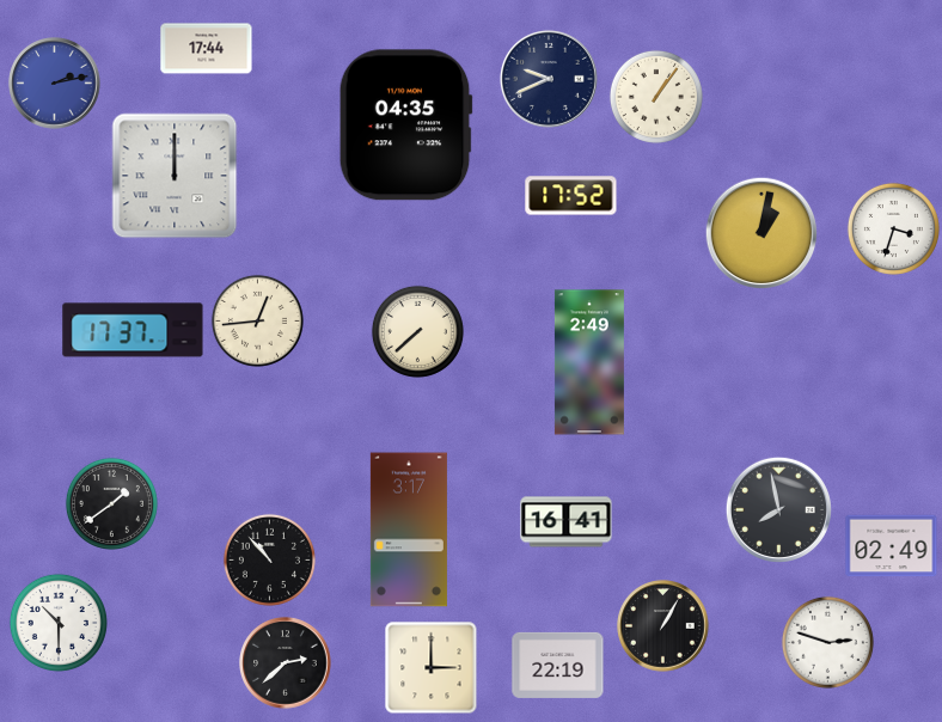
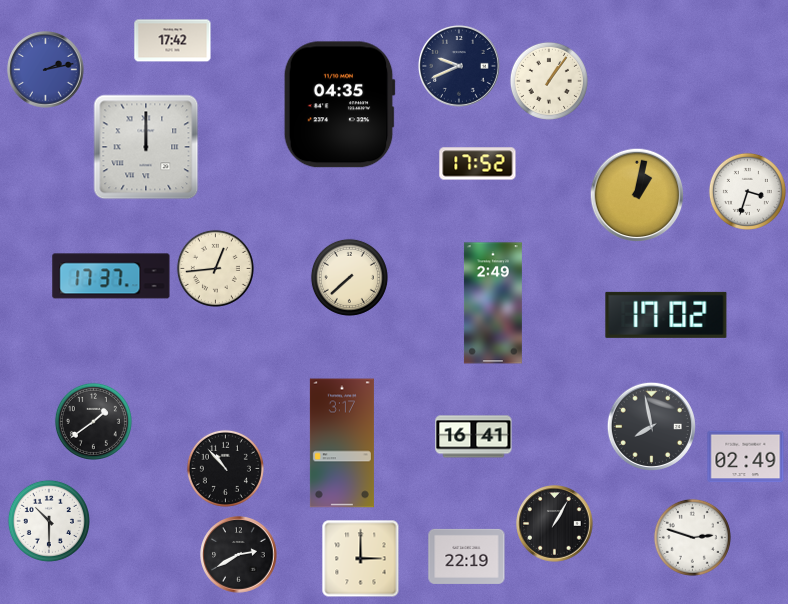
clock at (207, 49): 17:44 -> 17:42
clock at (666, 315): none -> 17:02
clock at (286, 663): 2:38 -> 2:40
